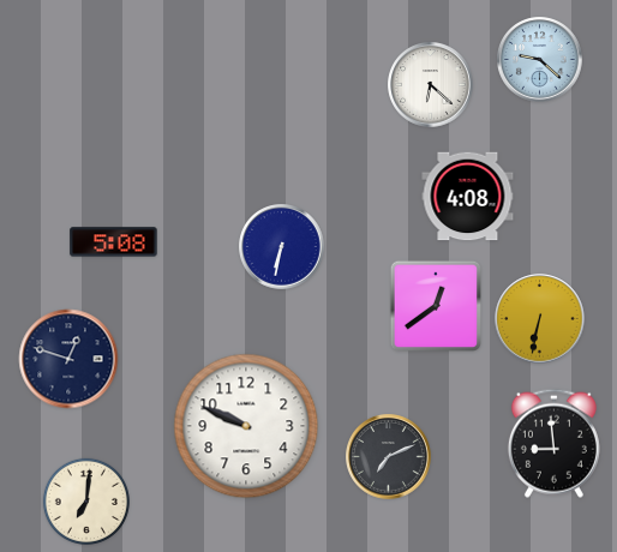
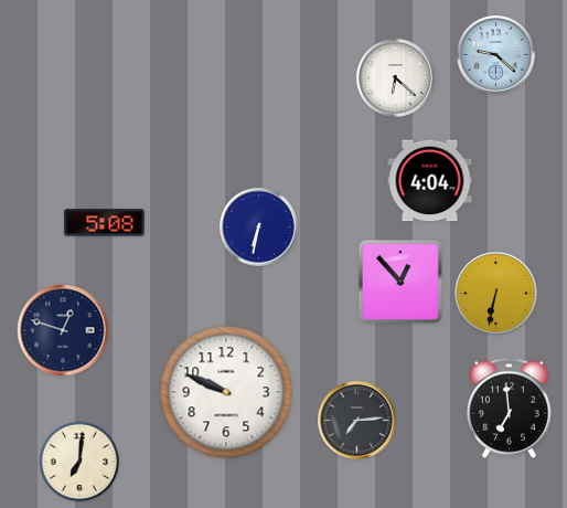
clock at (468, 197): 4:08 -> 4:04
clock at (435, 305): 12:39 -> 12:53
clock at (553, 443): 8:59 -> 6:59
clock at (389, 457): 7:11 -> 7:14
